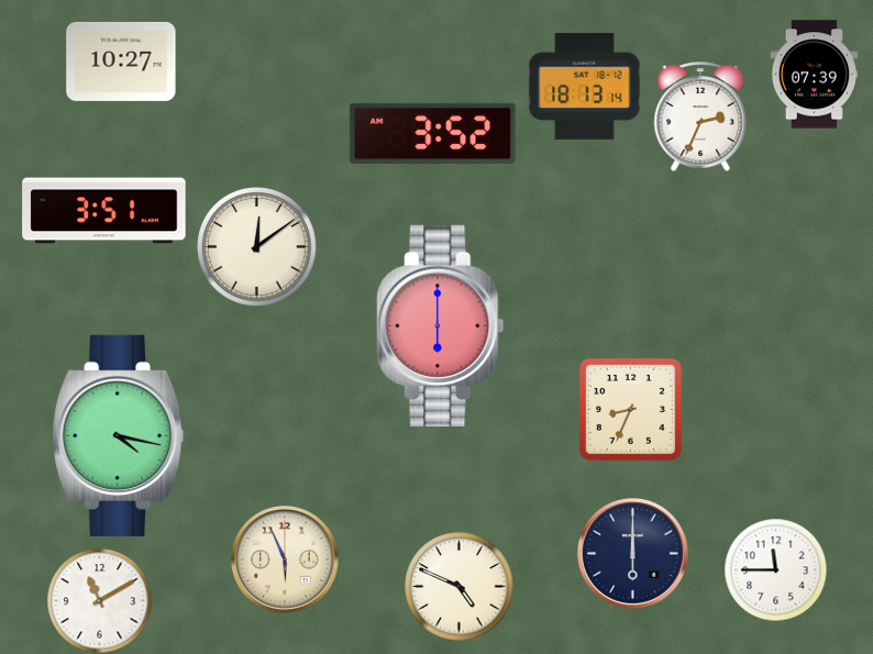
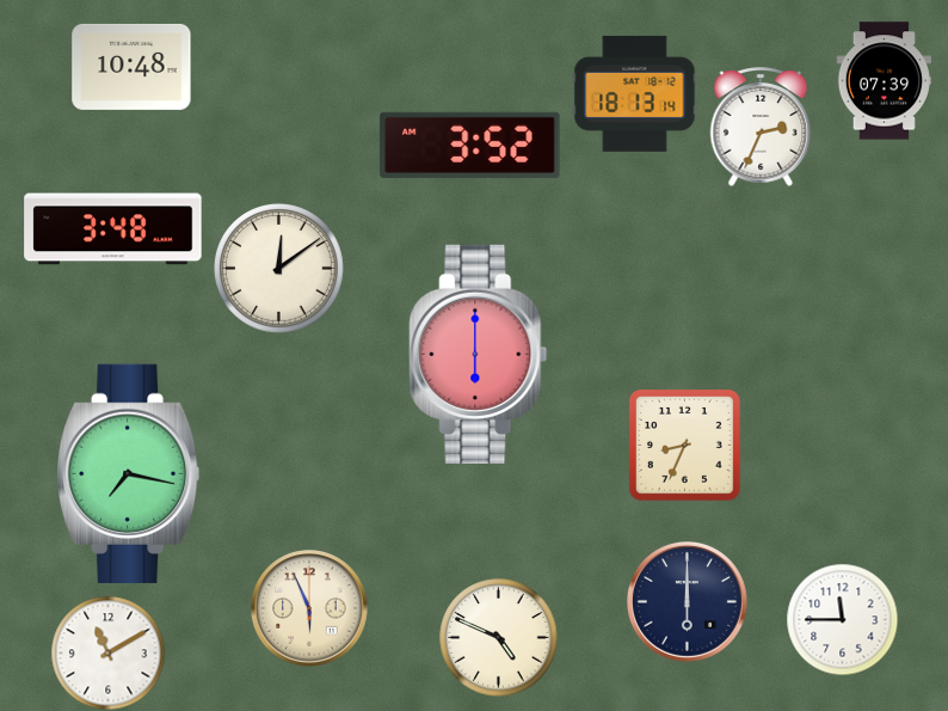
clock at (121, 62): 10:27 -> 10:48
clock at (104, 211): 3:51 -> 3:48
clock at (119, 435): 4:17 -> 7:17
